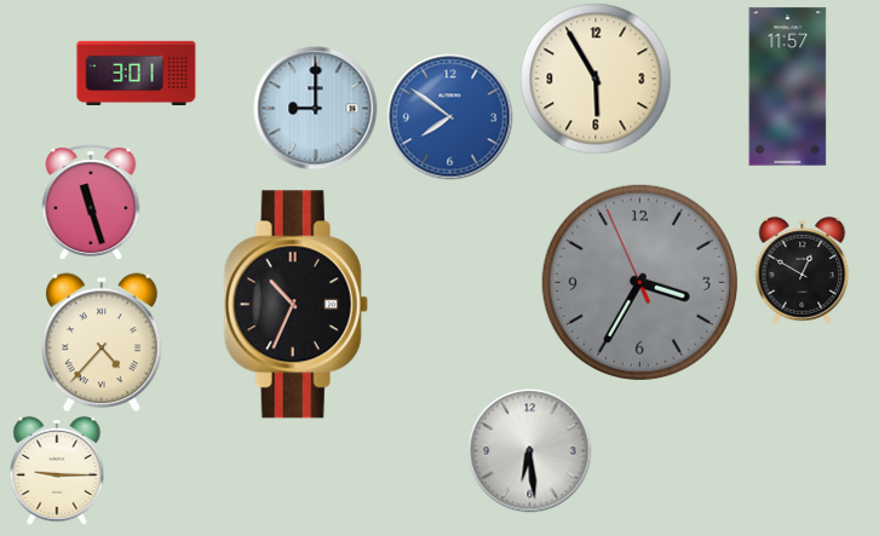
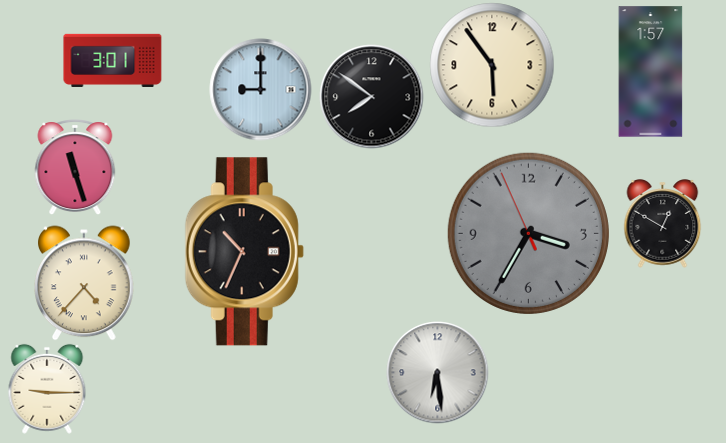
clock at (596, 79): 5:55 -> 5:54
clock at (788, 87): 11:57 -> 1:57
clock at (450, 117) dial: blue -> black
